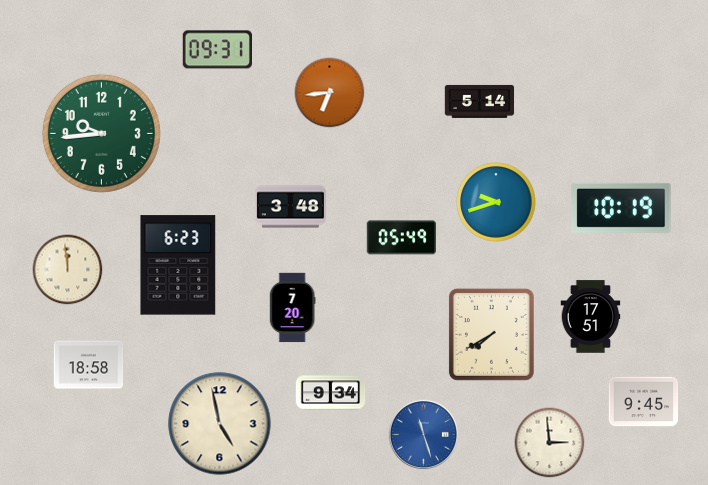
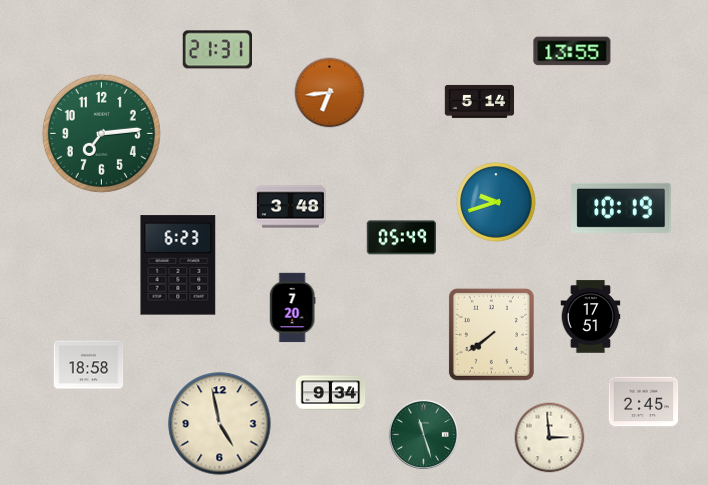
clock at (217, 50): 09:31 -> 21:31
clock at (572, 51): none -> 13:55
clock at (101, 133): 9:44 -> 7:14
clock at (68, 270): 11:59 -> none
clock at (491, 334): 7:40 -> 7:39
clock at (644, 402): 9:45 -> 2:45
clock at (423, 434) dial: blue -> green
clock at (550, 443) position: (550, 443) -> (550, 438)
